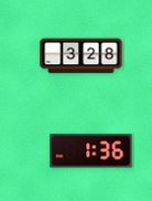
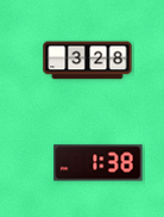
clock at (91, 151): 1:36 -> 1:38
